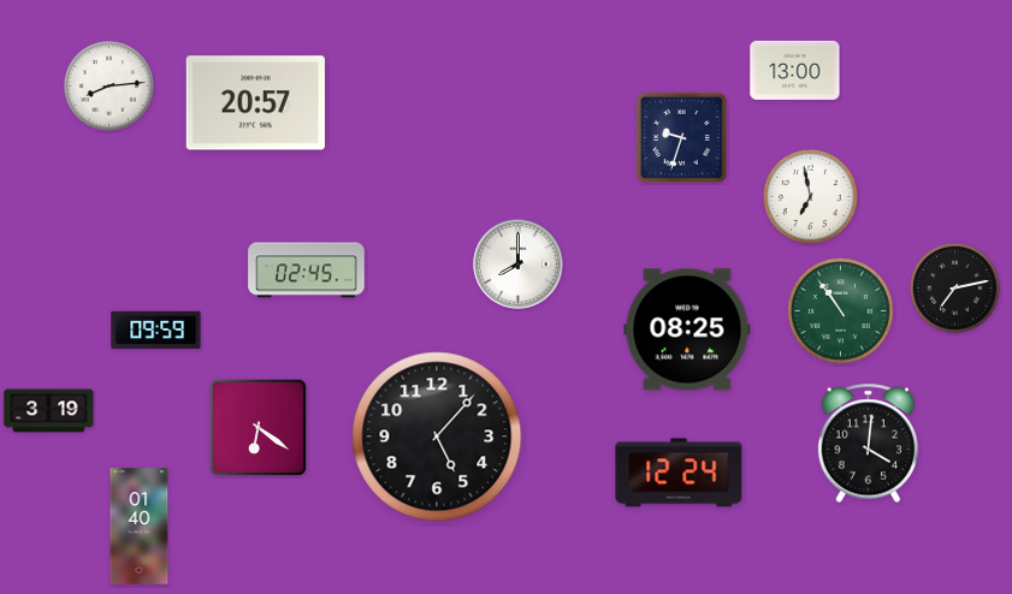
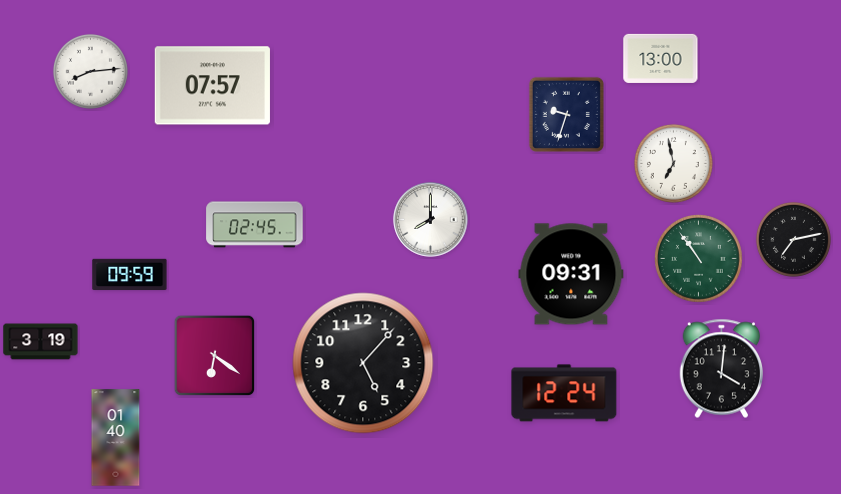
clock at (255, 103): 20:57 -> 07:57
clock at (687, 329): 08:25 -> 09:31
